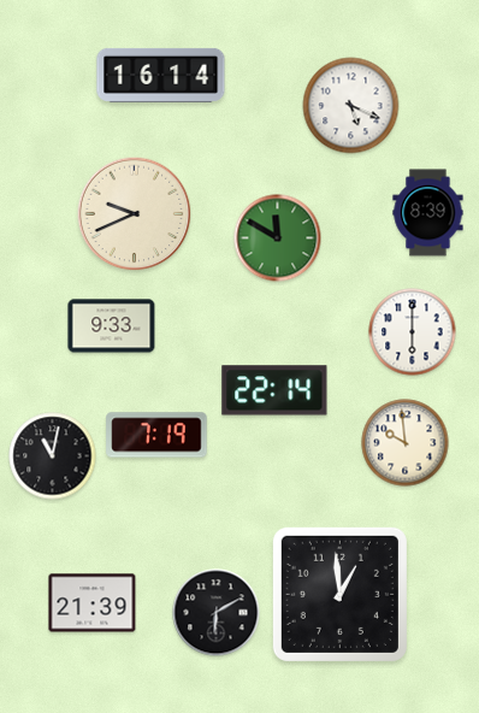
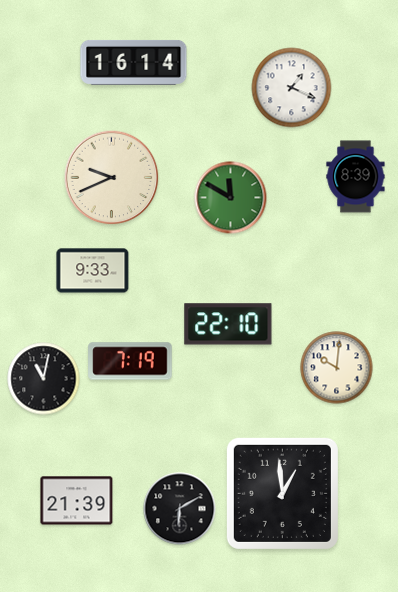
clock at (351, 106): 5:19 -> 1:19
clock at (413, 332): 6:00 -> none
clock at (274, 390): 22:14 -> 22:10
clock at (406, 443): 9:59 -> 10:01
